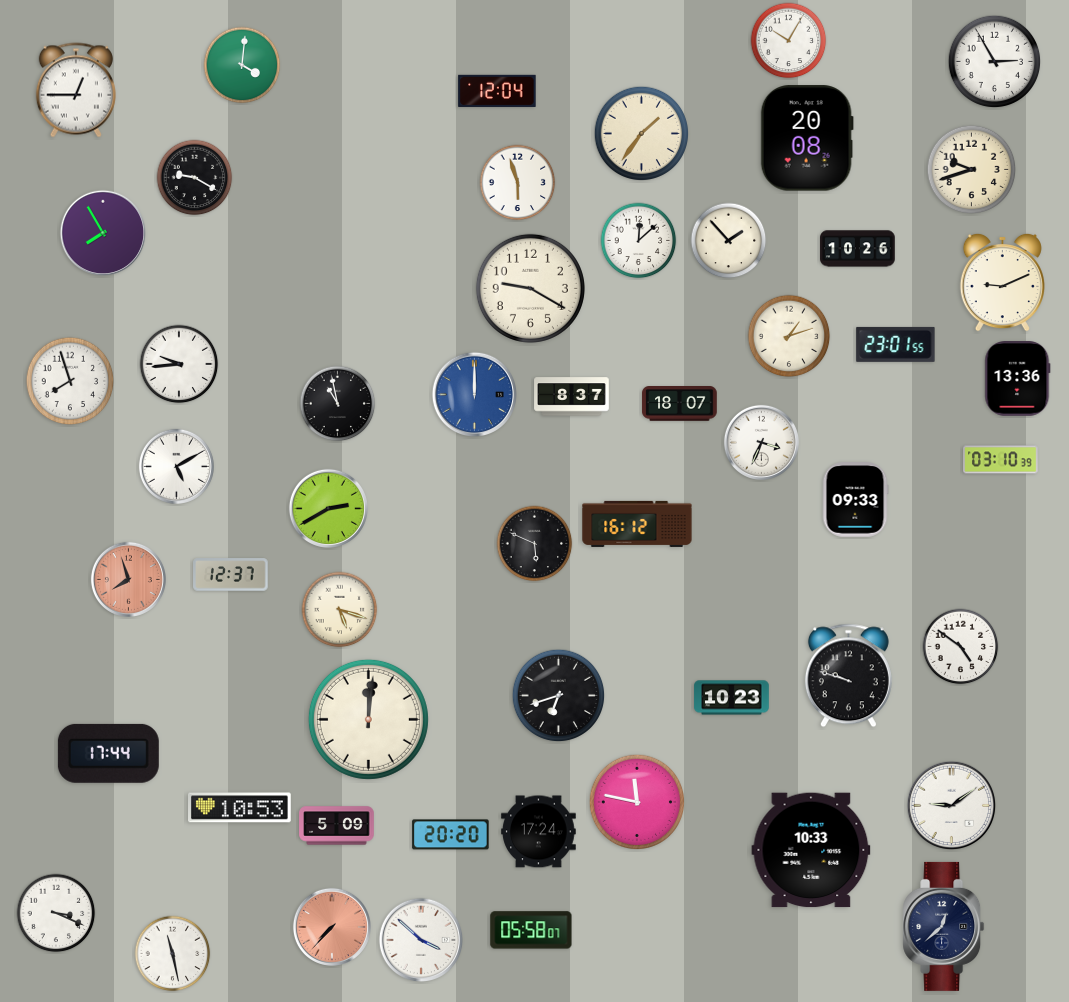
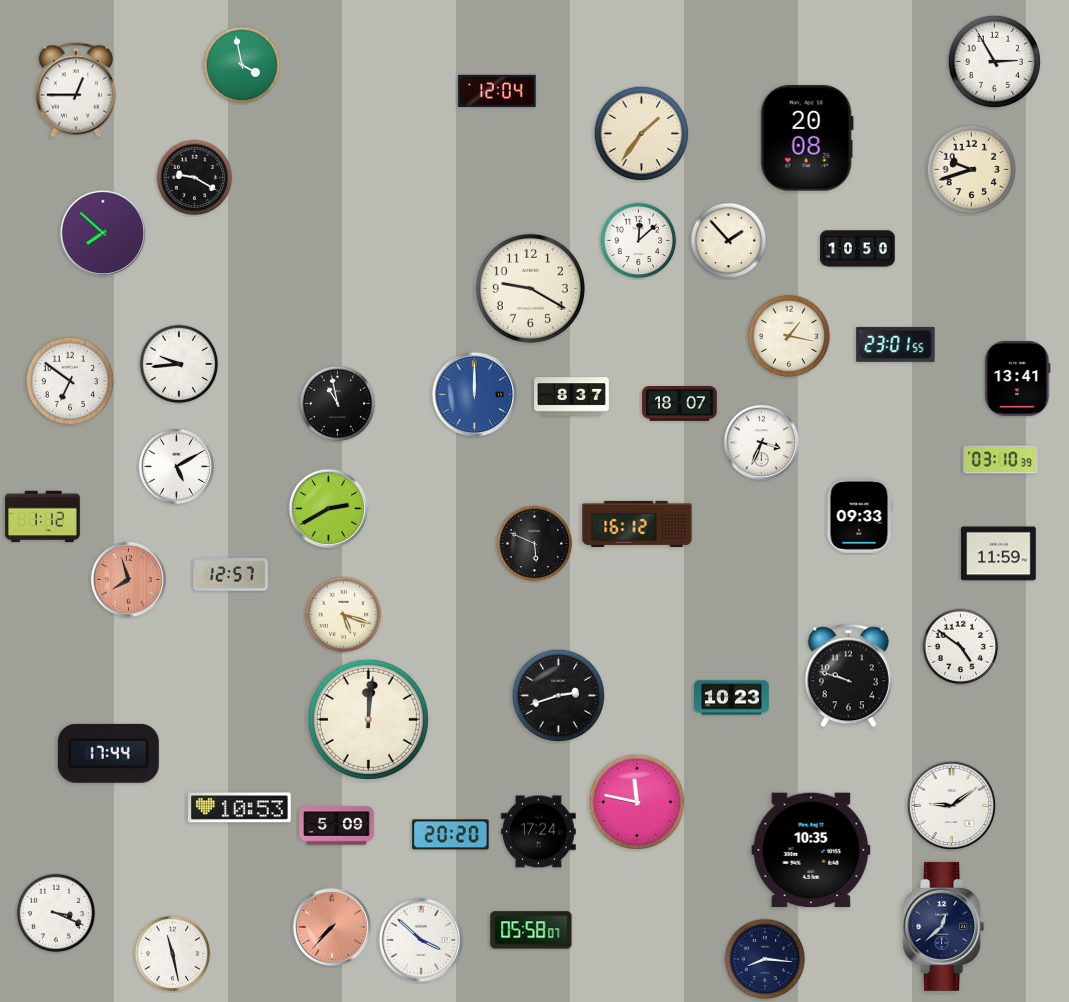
clock at (789, 41): 10:05 -> none
clock at (242, 65): 4:01 -> 3:58
clock at (518, 183): 5:57 -> none
clock at (103, 233): 7:55 -> 7:52
clock at (858, 249): 10:26 -> 10:50
clock at (1002, 282): 9:11 -> none
clock at (789, 336): 1:12 -> 1:17
clock at (1018, 379): 13:36 -> 13:41
clock at (70, 381): 7:57 -> 6:51
clock at (855, 500) position: (855, 500) -> (859, 516)
clock at (43, 517): none -> 1:12
clock at (999, 554): none -> 11:59
clock at (231, 575): 12:37 -> 12:57
clock at (340, 610) position: (340, 610) -> (344, 615)
clock at (559, 696): 6:42 -> 2:42
clock at (811, 850): 10:33 -> 10:35
clock at (765, 959): none -> 8:16
